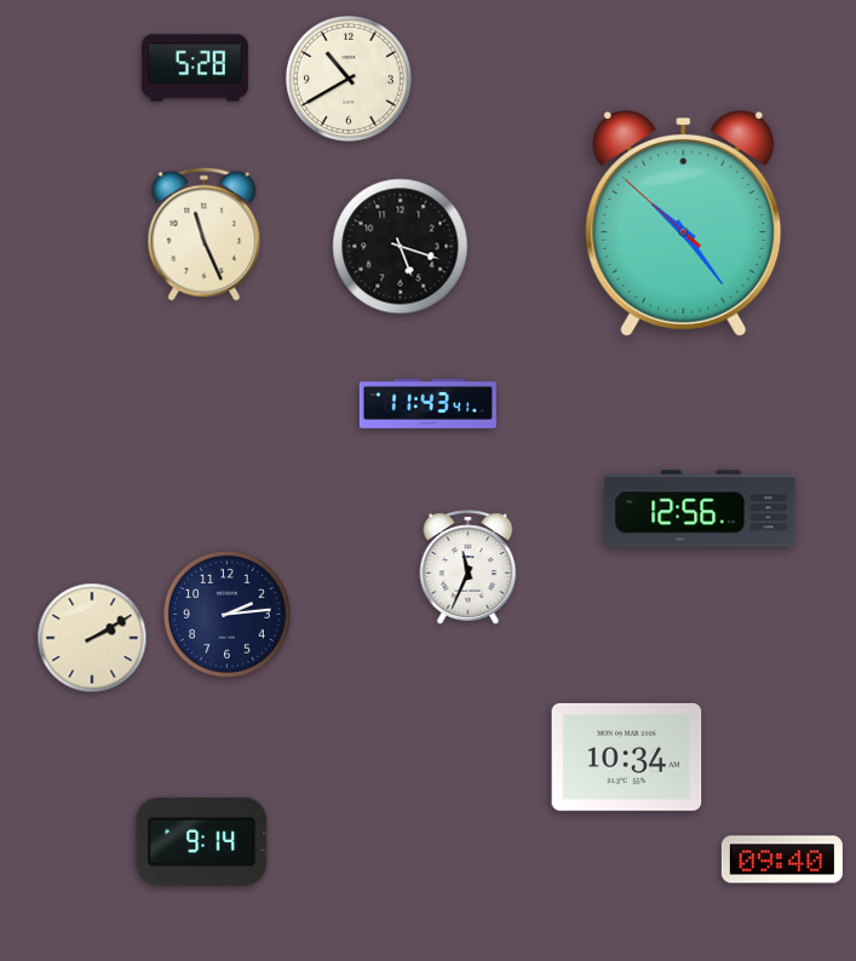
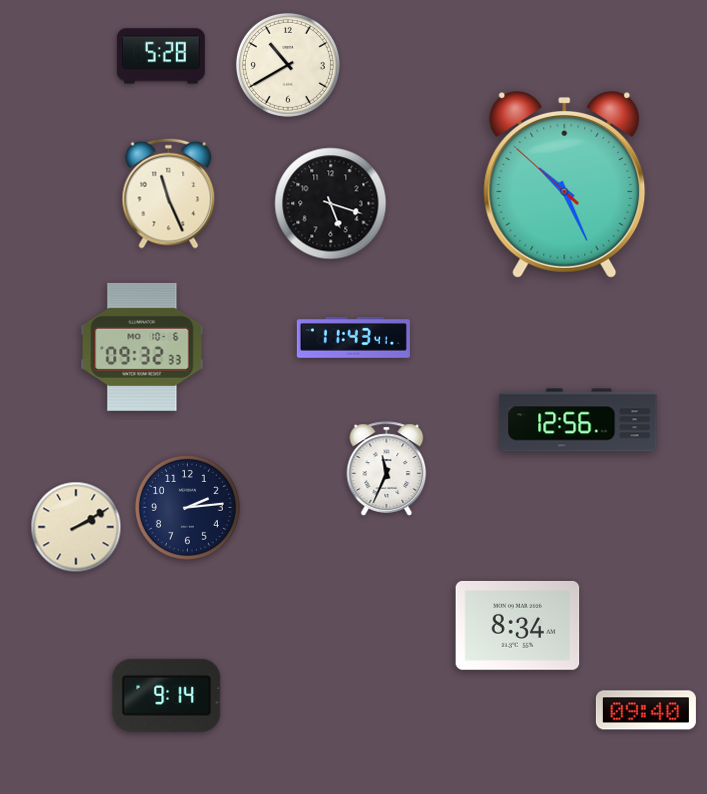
clock at (684, 224): 10:23 -> 10:25
clock at (427, 403) position: (427, 403) -> (353, 337)
clock at (142, 347): none -> 09:32
clock at (627, 756): 10:34 -> 8:34
